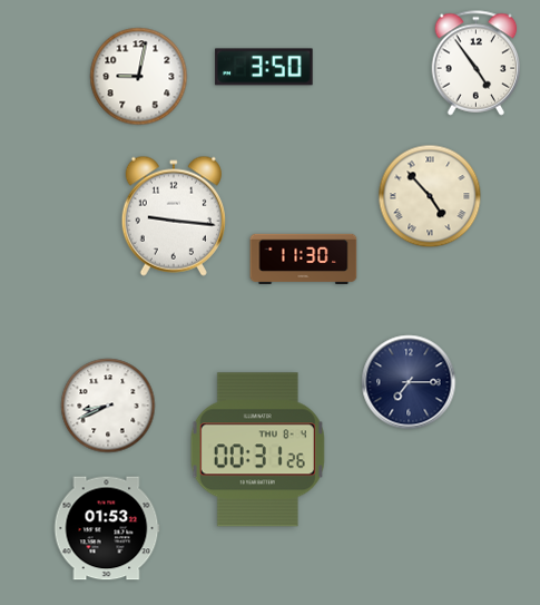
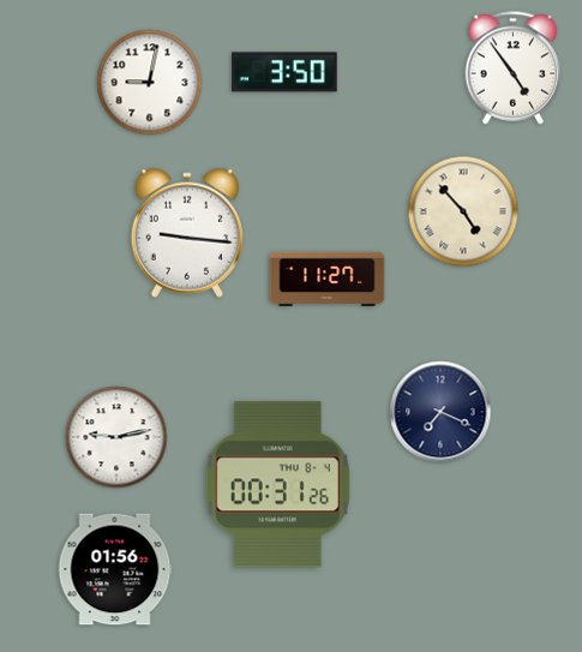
clock at (304, 258): 11:30 -> 11:27
clock at (409, 382): 7:15 -> 7:19
clock at (108, 406): 8:41 -> 9:13
clock at (107, 528): 01:53 -> 01:56
